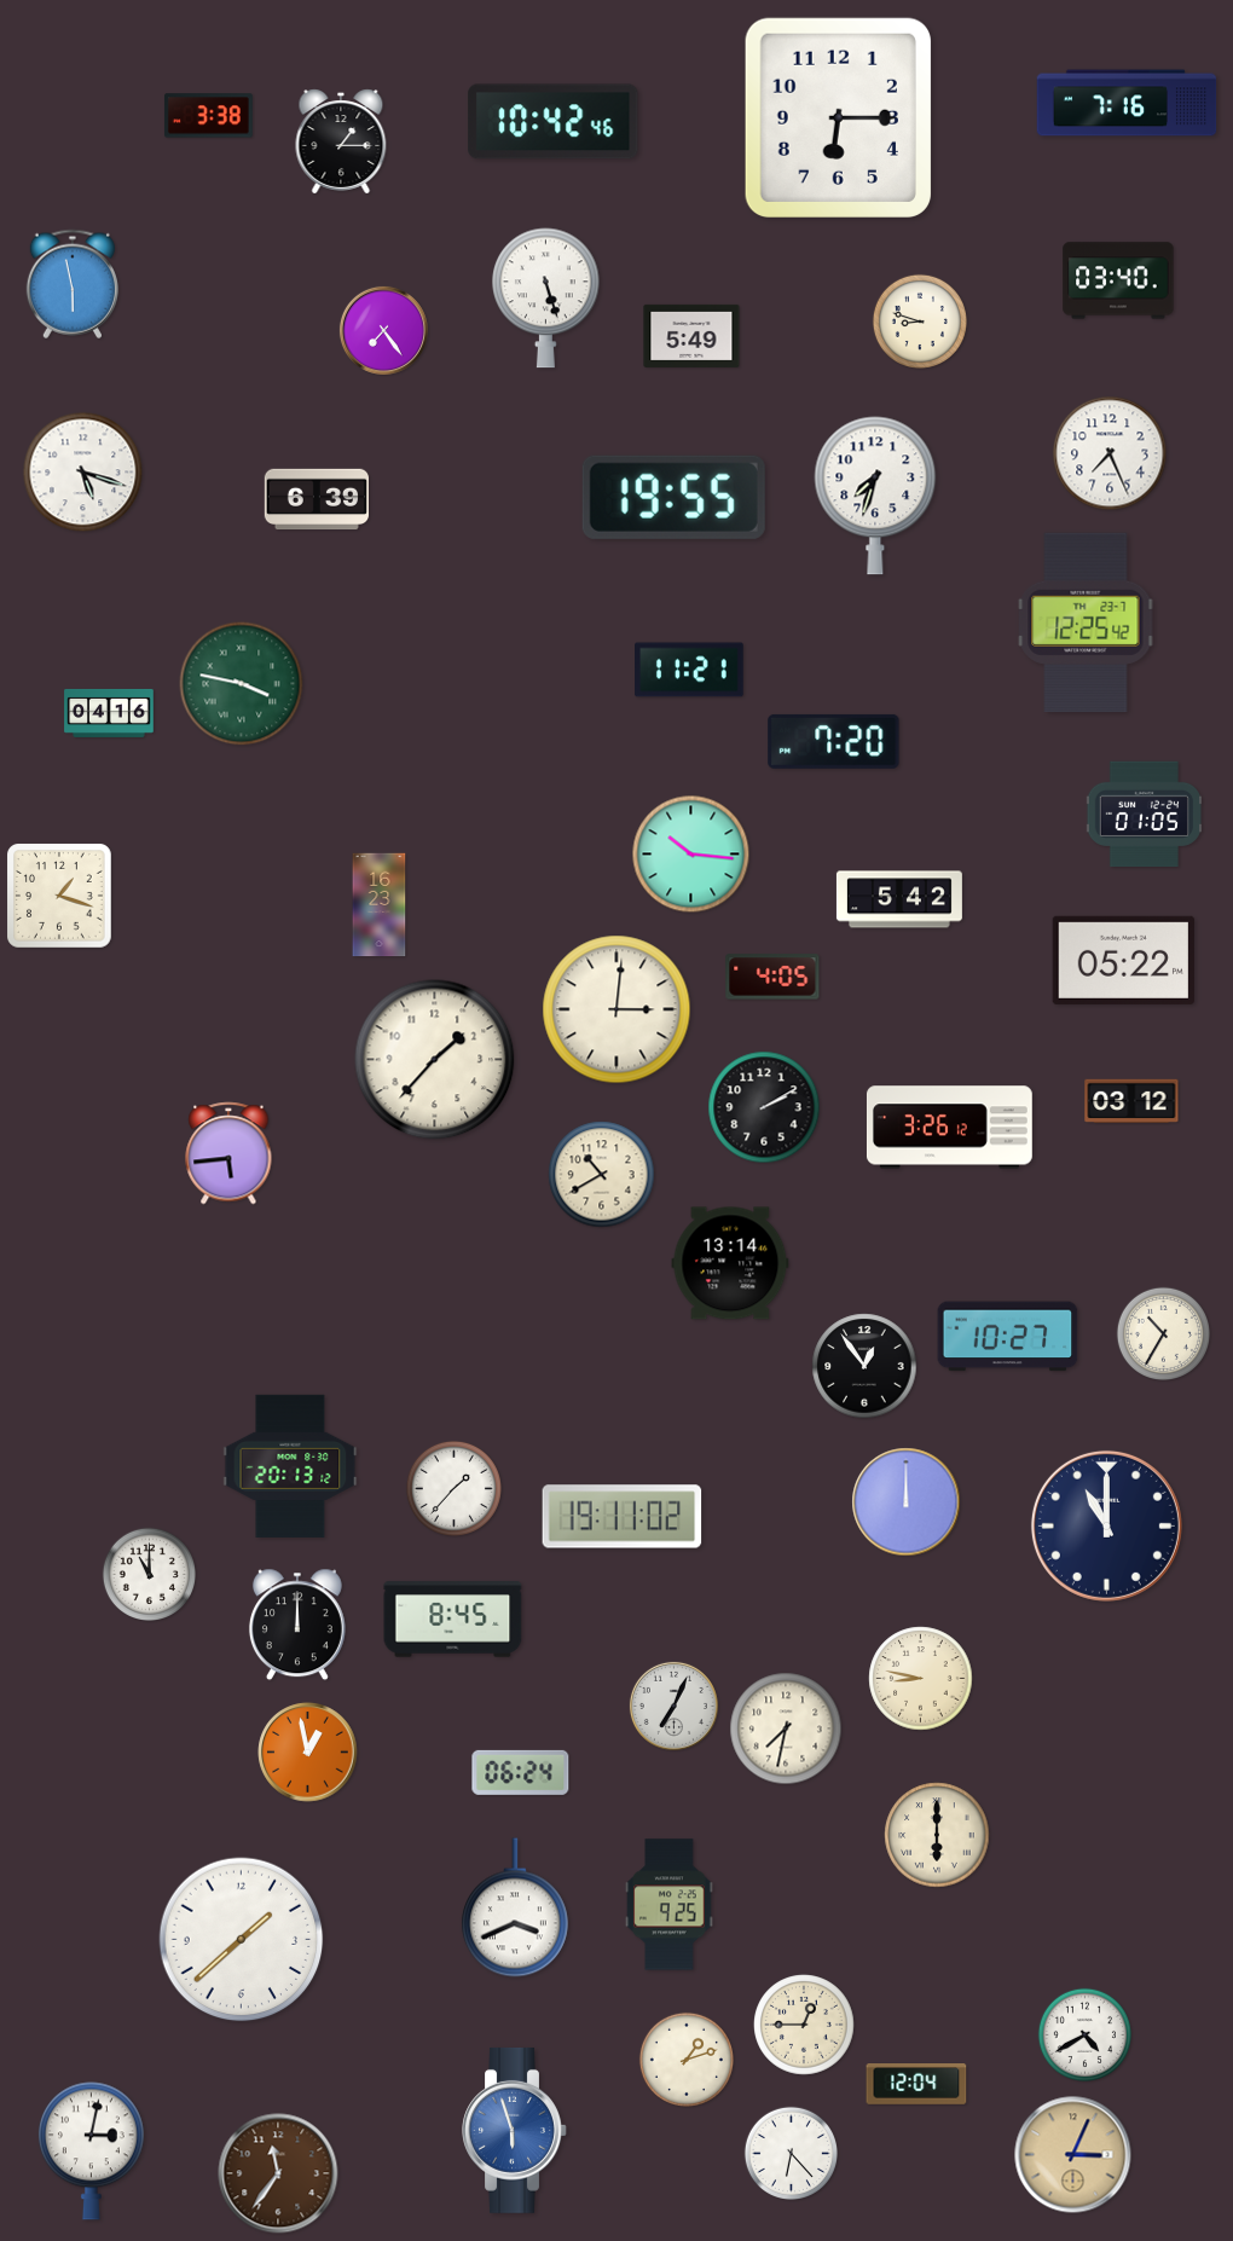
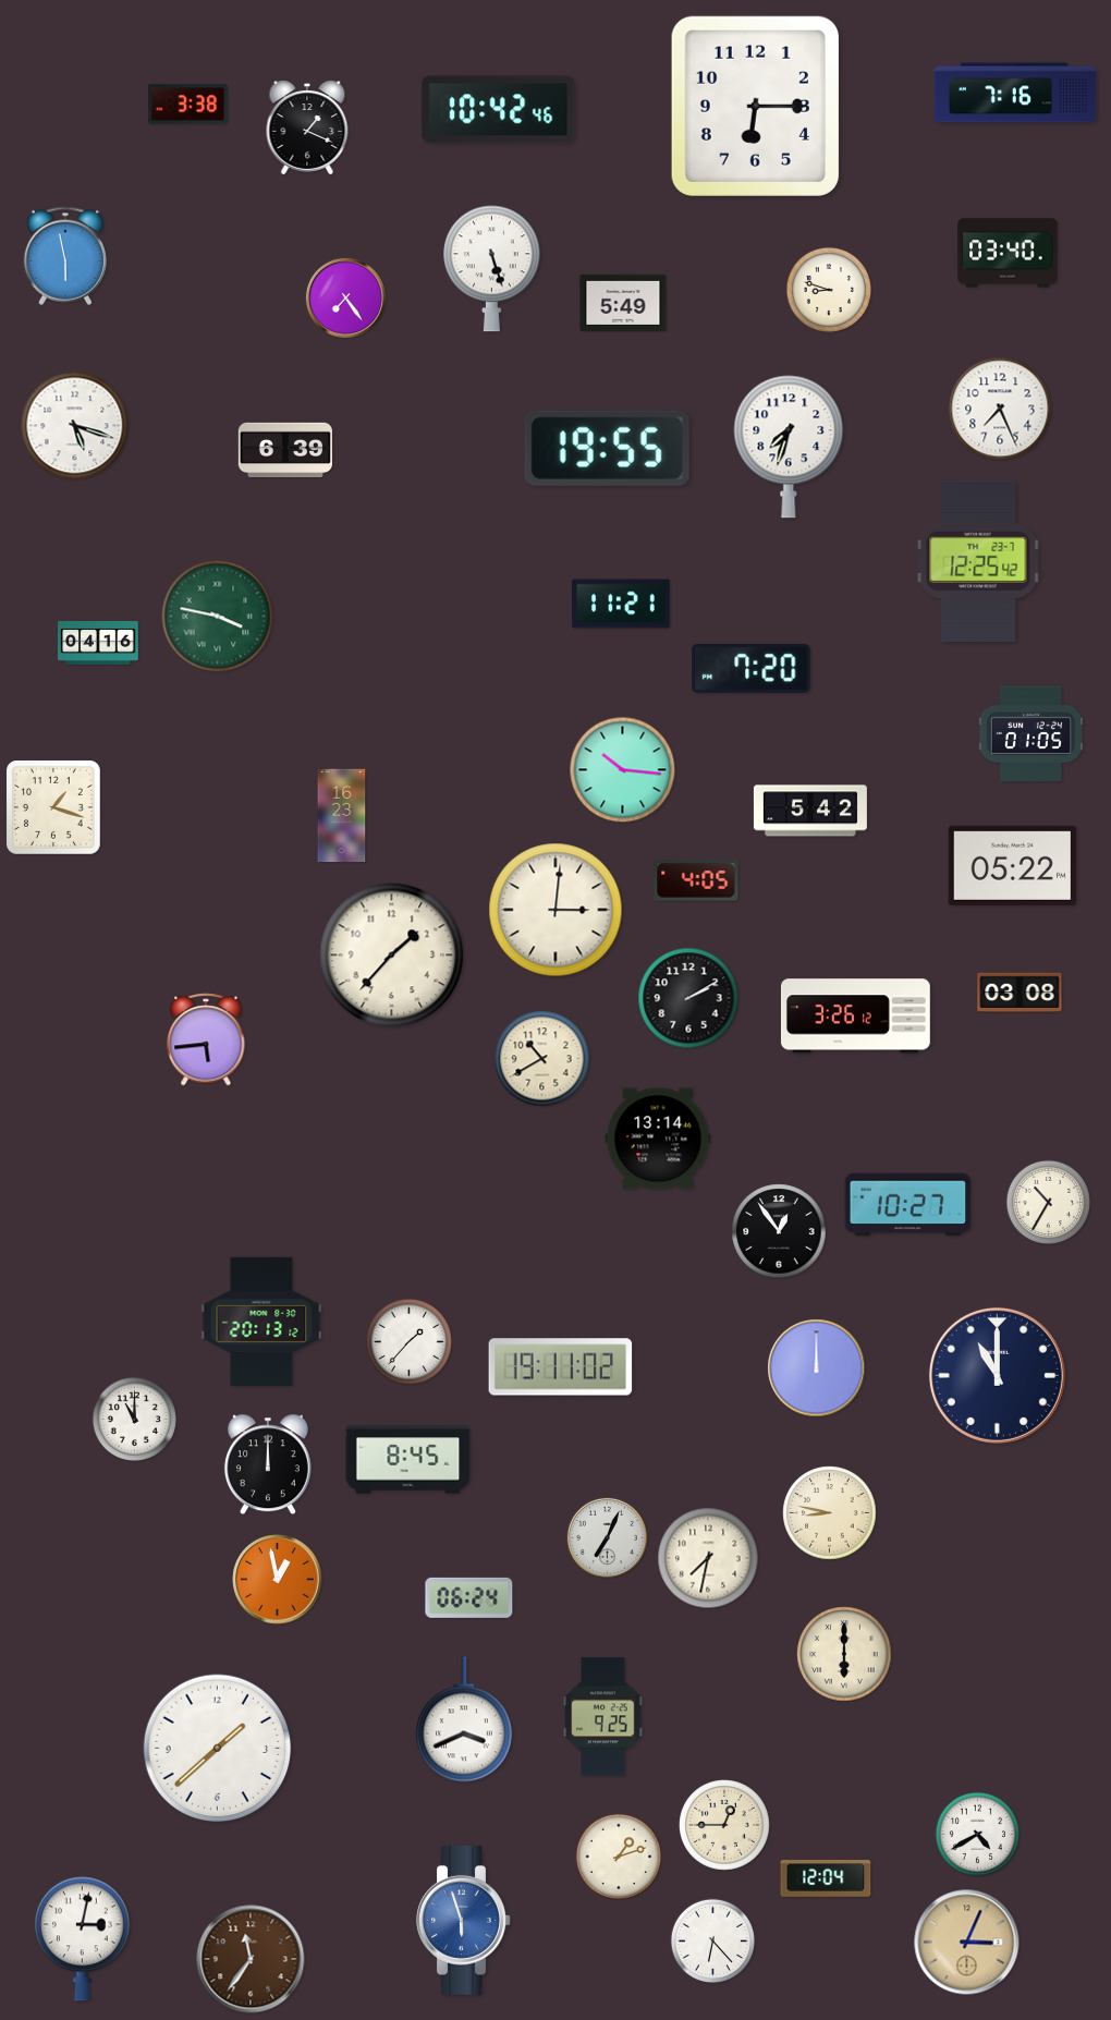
clock at (341, 141): 1:15 -> 1:19
clock at (1131, 1101): 03:12 -> 03:08
clock at (907, 1502) position: (907, 1502) -> (817, 1368)
